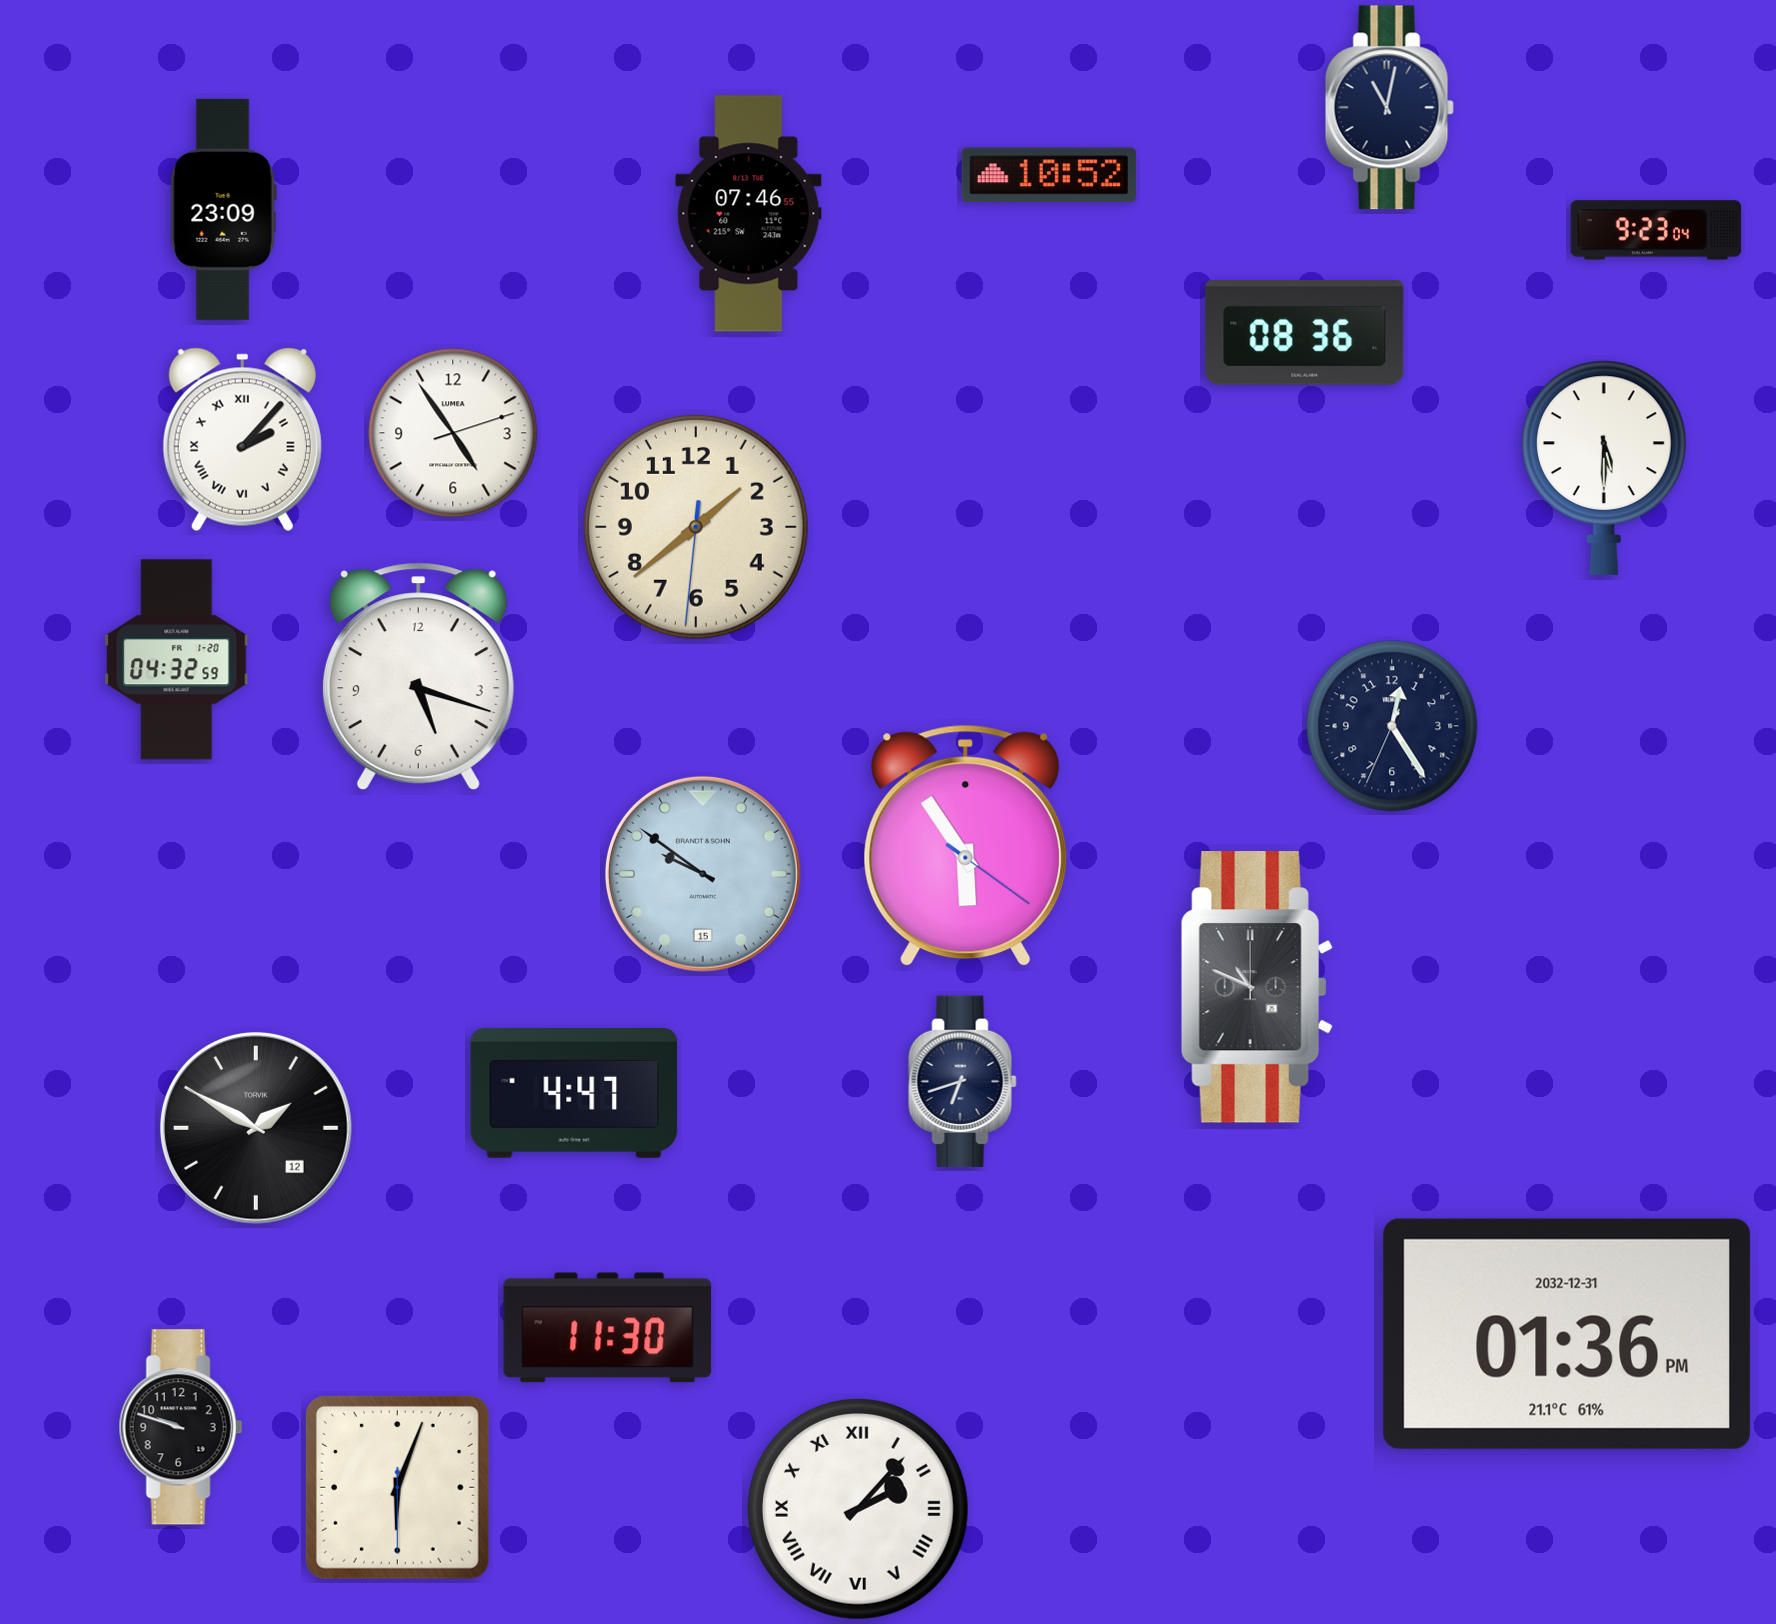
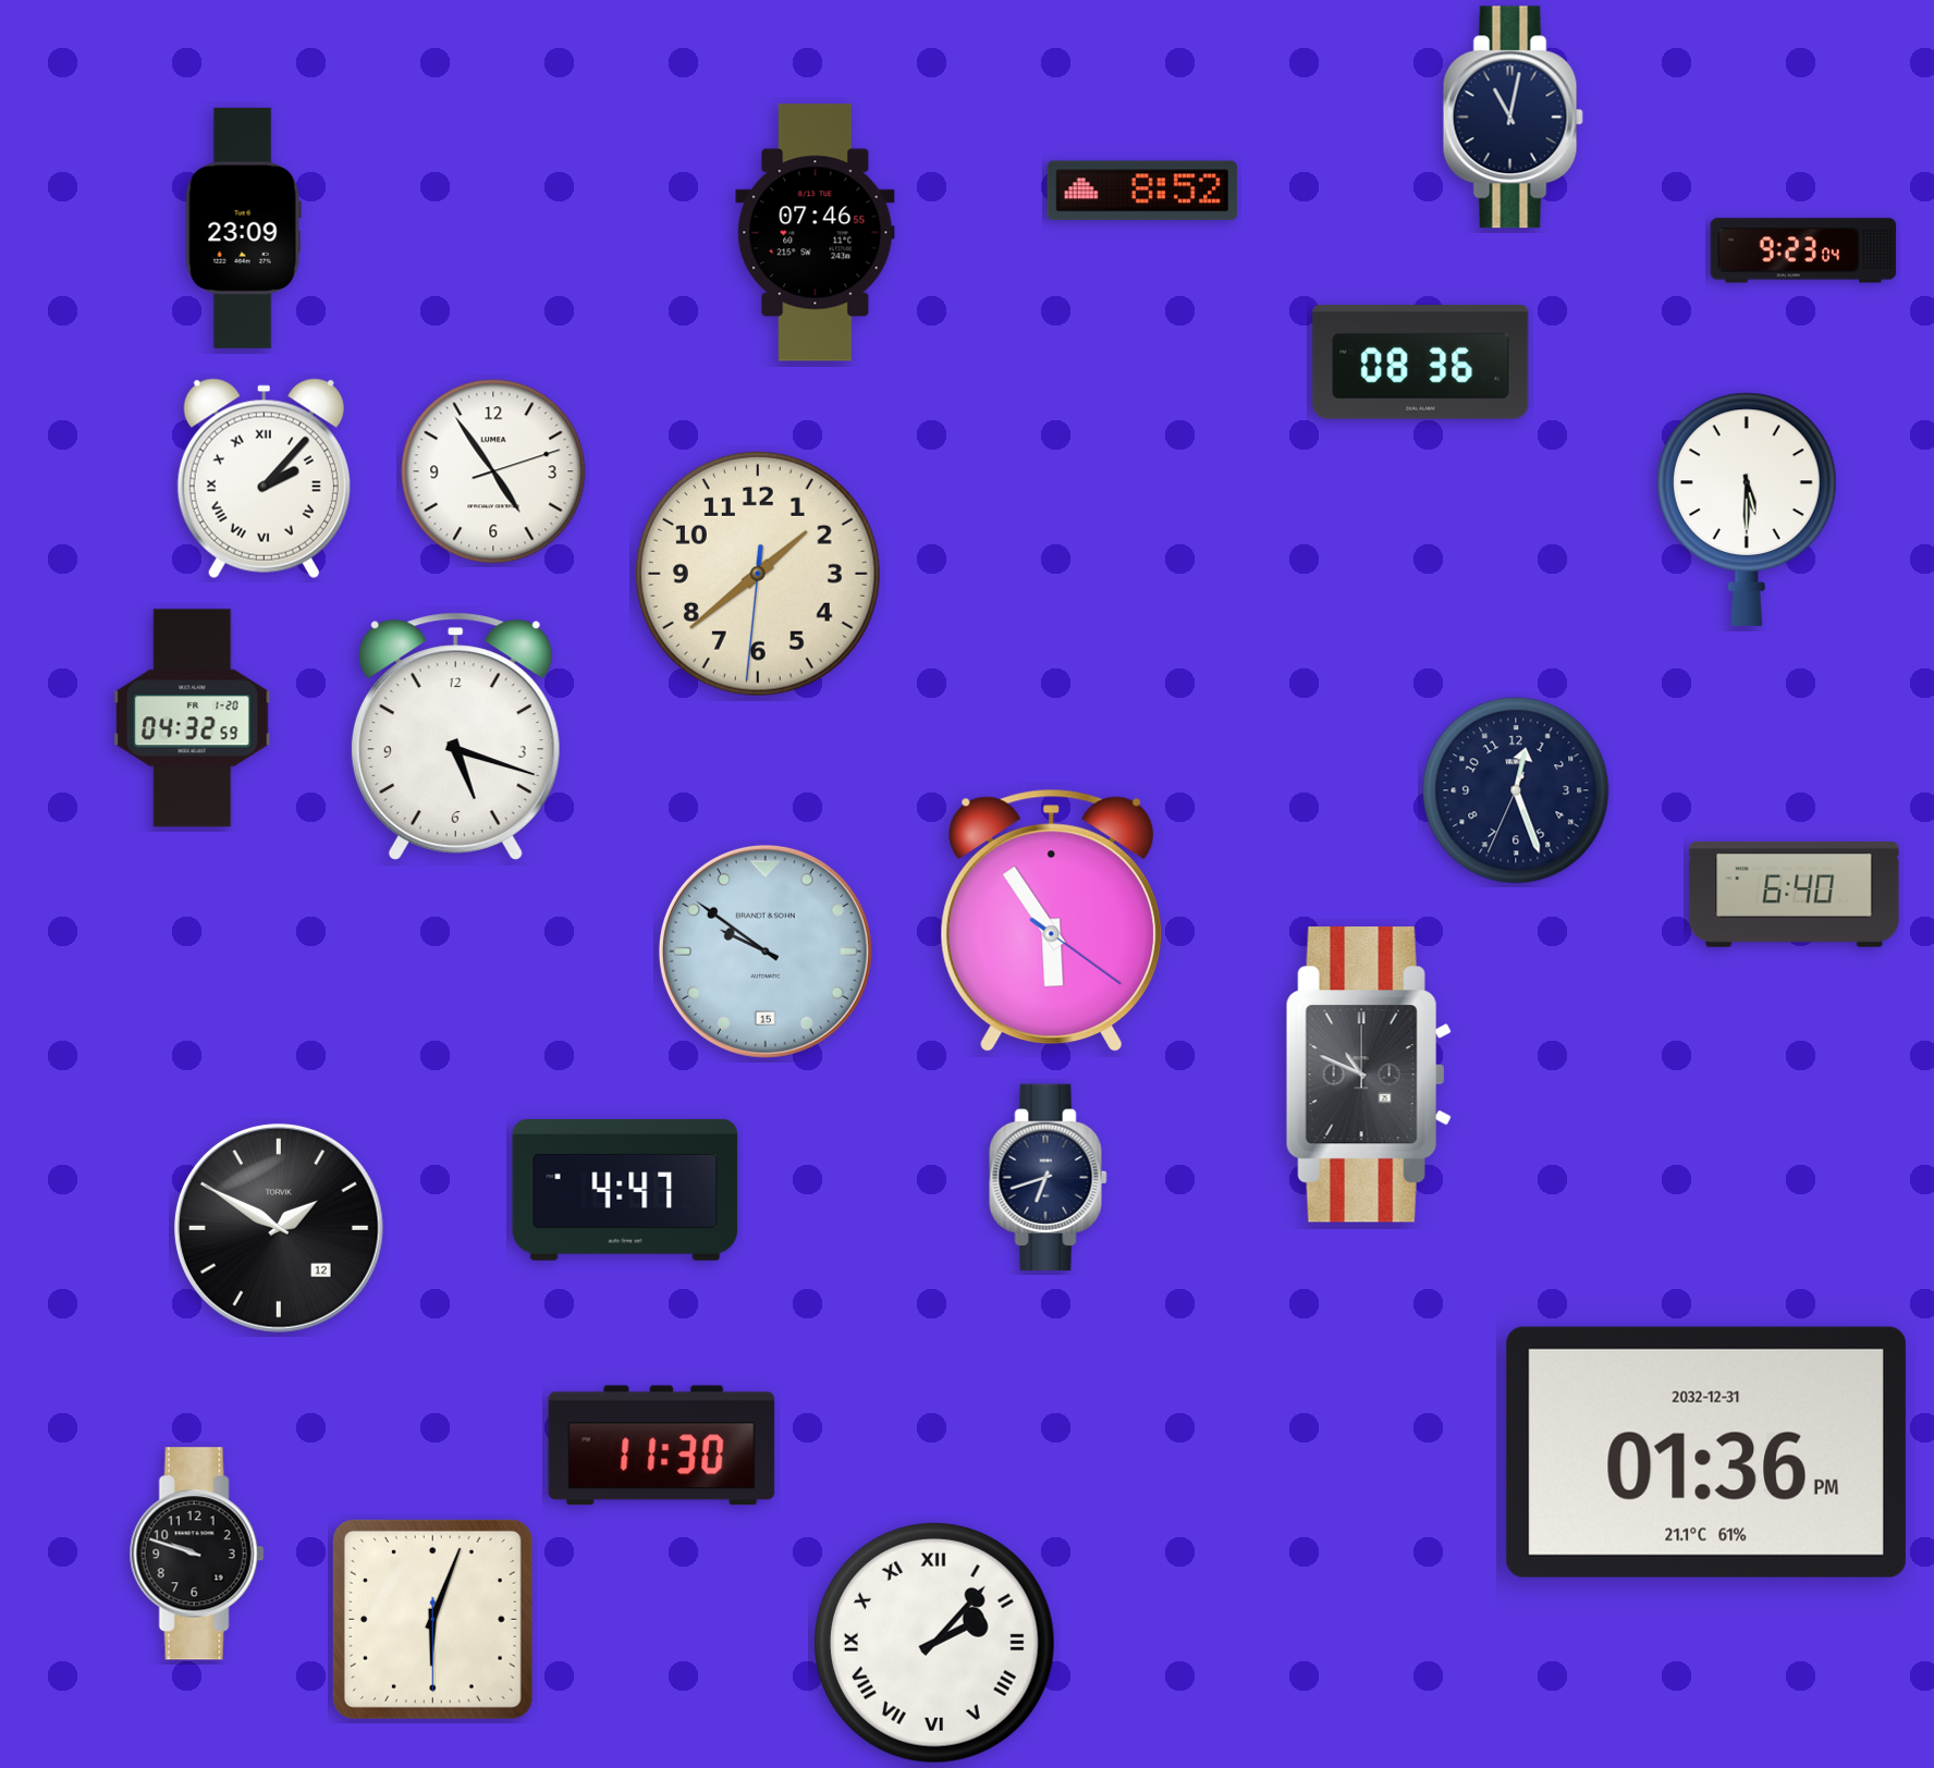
clock at (1049, 175): 10:52 -> 8:52
clock at (1392, 726): 12:24 -> 12:26
clock at (1795, 895): none -> 6:40
